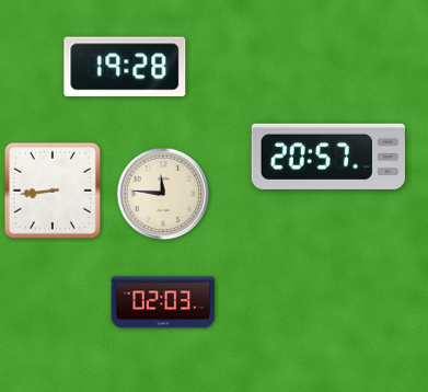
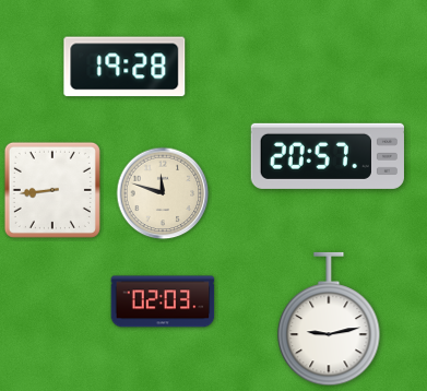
clock at (163, 194): 11:46 -> 11:48
clock at (329, 319): none -> 9:13
